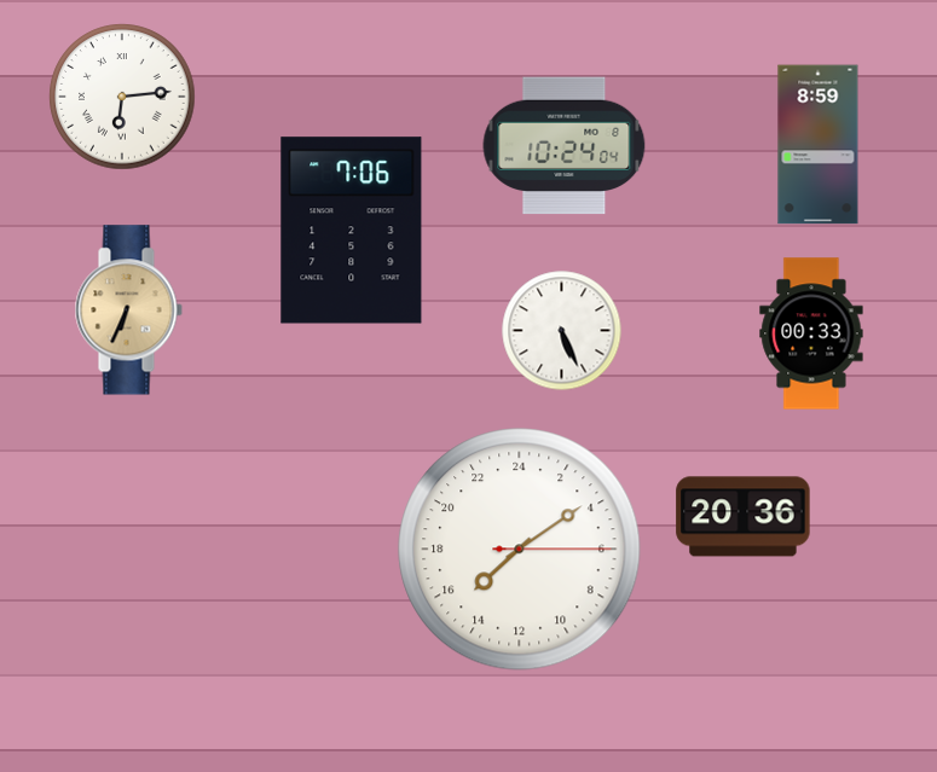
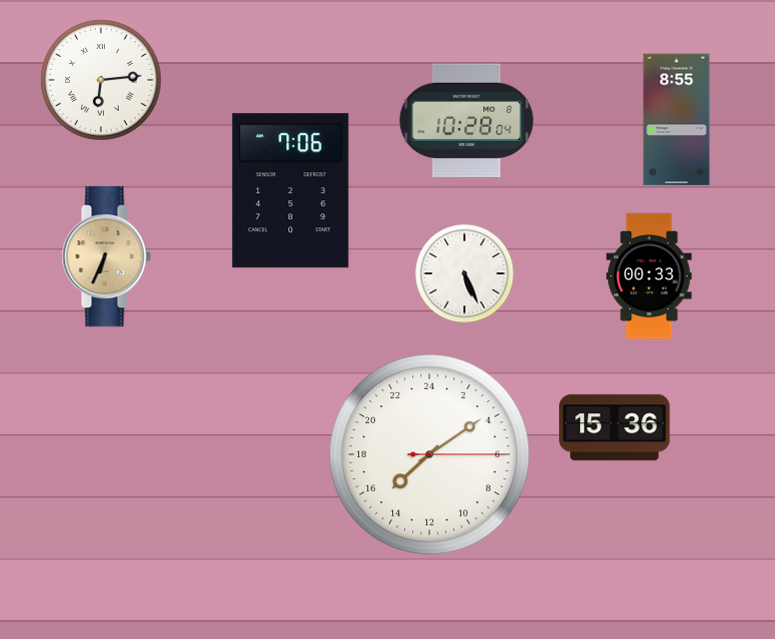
clock at (819, 145): 8:59 -> 8:55
clock at (565, 146): 10:24 -> 10:28
clock at (811, 333) position: (811, 333) -> (649, 276)
clock at (744, 517): 20:36 -> 15:36
